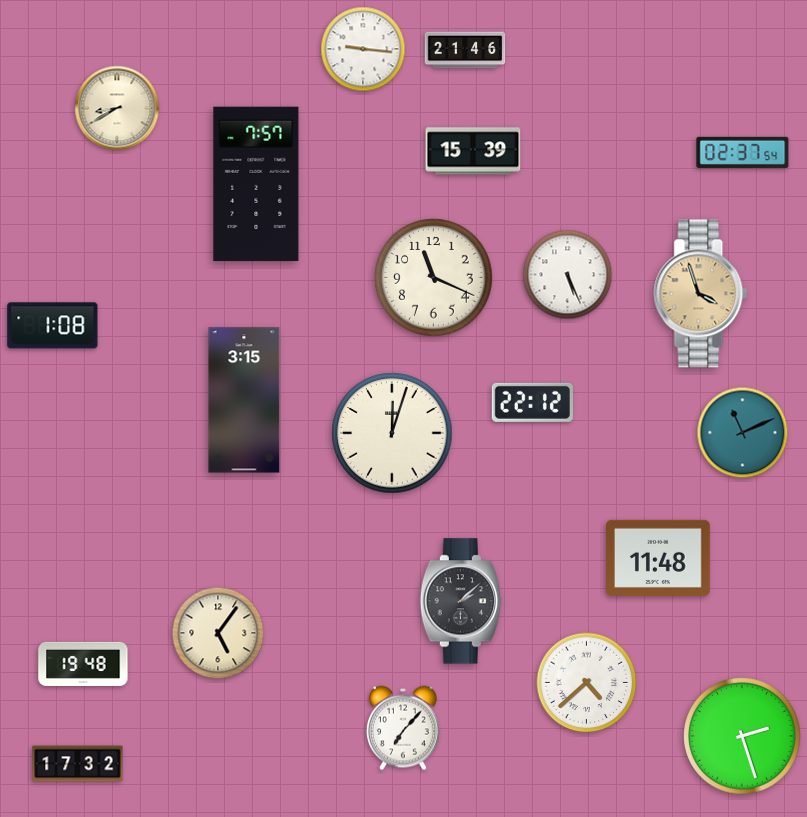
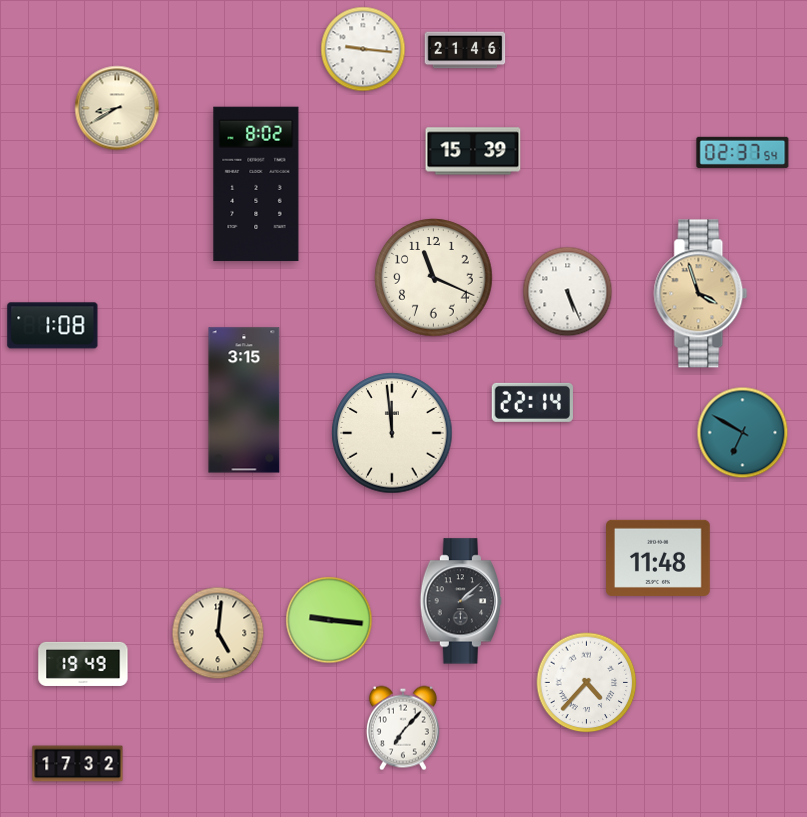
clock at (256, 184): 7:57 -> 8:02
clock at (568, 275) position: (568, 275) -> (568, 292)
clock at (532, 402): 22:12 -> 22:14
clock at (392, 433): 12:03 -> 11:59
clock at (743, 433): 11:11 -> 6:50
clock at (329, 620): none -> 9:16
clock at (218, 633): 5:06 -> 5:01
clock at (83, 664): 19:48 -> 19:49
clock at (587, 683): 4:38 -> 4:37
clock at (742, 736): 2:27 -> none
